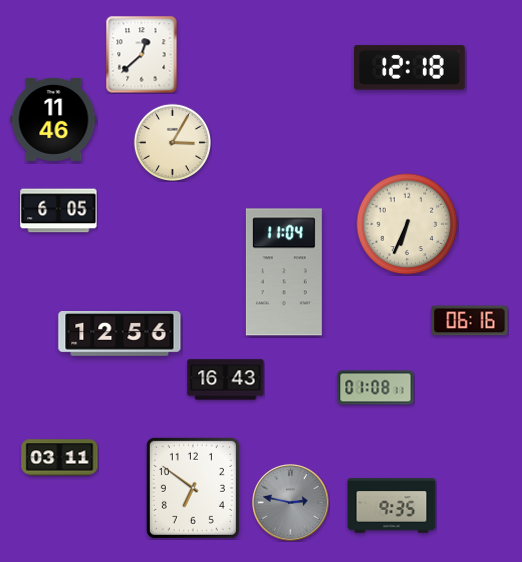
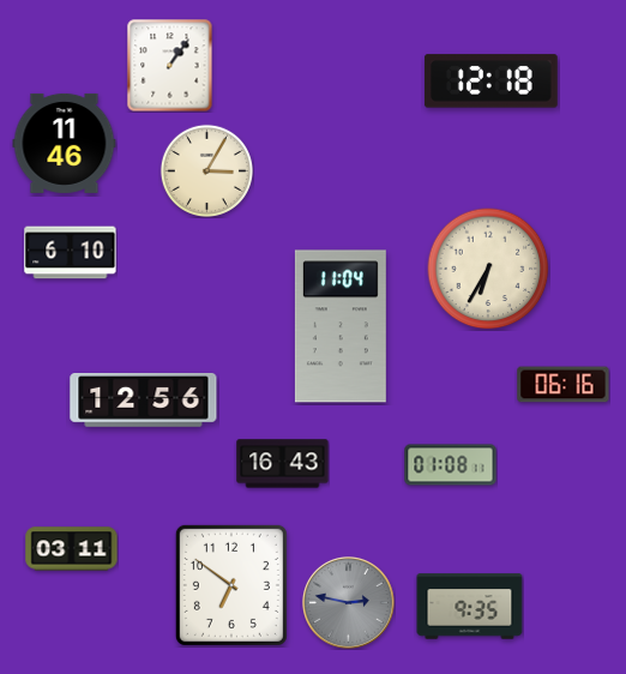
clock at (142, 54): 12:38 -> 1:06
clock at (59, 211): 6:05 -> 6:10
clock at (407, 224): 6:34 -> 6:35
clock at (226, 380) position: (226, 380) -> (283, 464)
